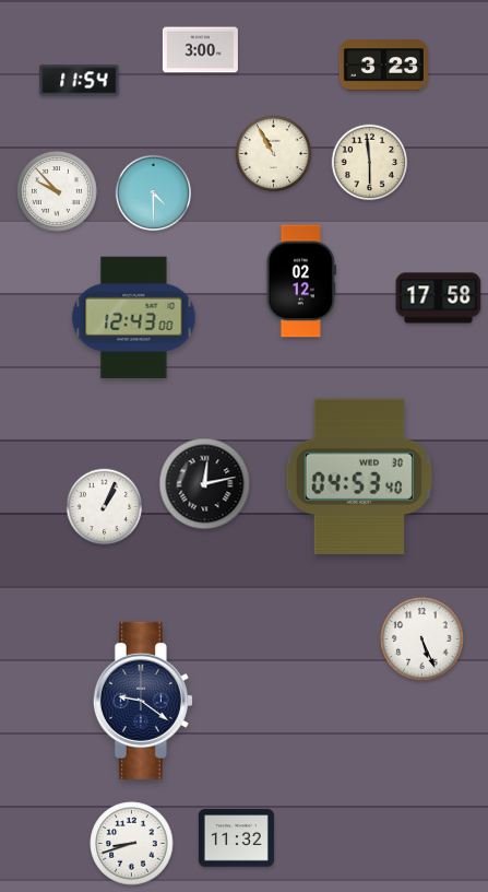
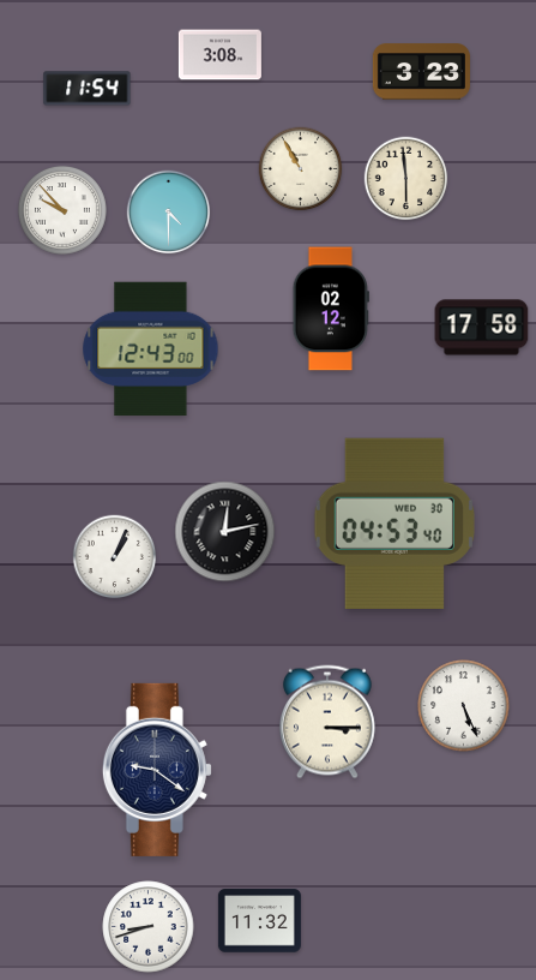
clock at (200, 50): 3:00 -> 3:08
clock at (134, 318) position: (134, 318) -> (151, 349)
clock at (422, 639) position: (422, 639) -> (464, 706)
clock at (327, 722): none -> 3:15
clock at (132, 844) position: (132, 844) -> (149, 927)
